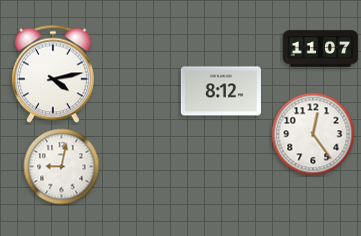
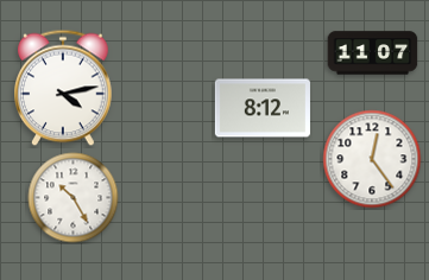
clock at (321, 49) position: (321, 49) -> (373, 53)
clock at (62, 167): 9:02 -> 10:25
